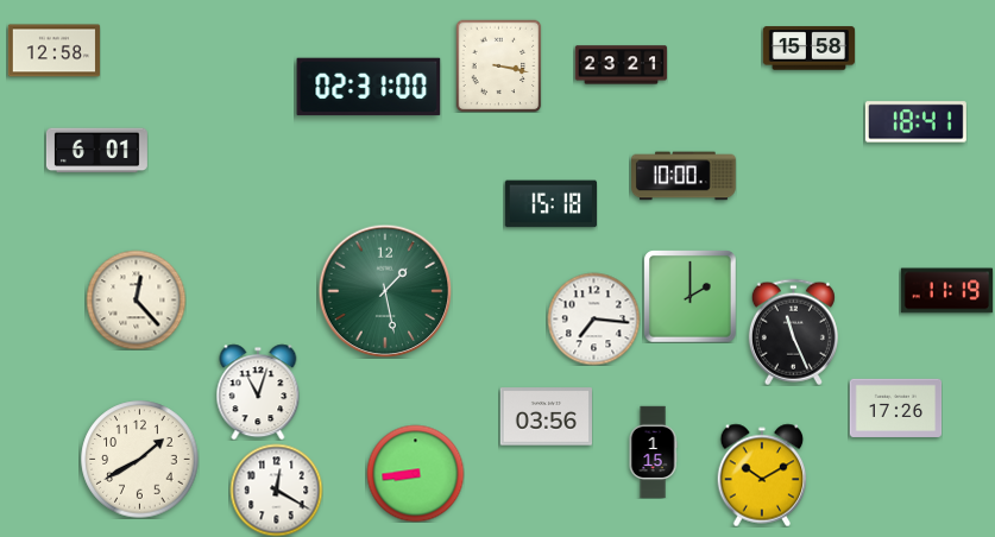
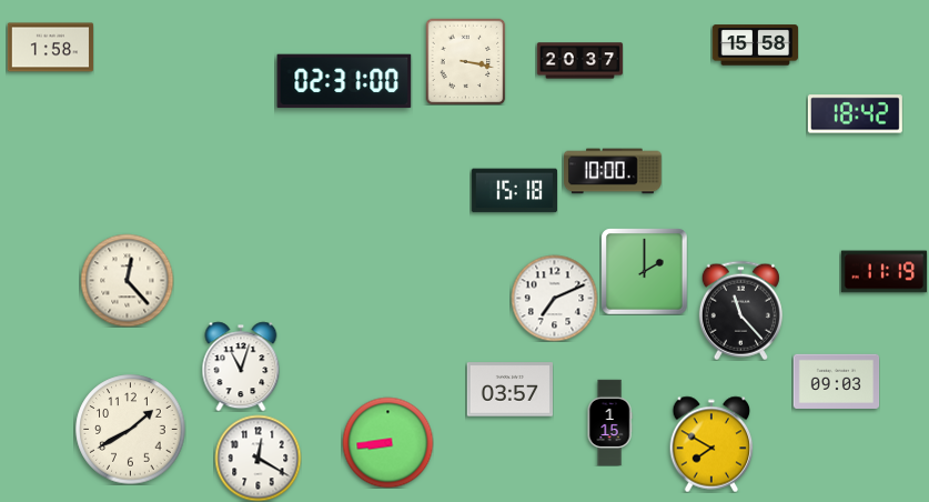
clock at (53, 51): 12:58 -> 1:58
clock at (621, 65): 23:21 -> 20:37
clock at (915, 122): 18:41 -> 18:42
clock at (96, 151): 6:01 -> none
clock at (685, 176) position: (685, 176) -> (614, 171)
clock at (385, 291): 1:28 -> none
clock at (689, 296) position: (689, 296) -> (644, 271)
clock at (593, 318): 7:16 -> 7:11
clock at (793, 331): 11:26 -> 11:23
clock at (895, 408): 17:26 -> 09:03
clock at (546, 417): 03:56 -> 03:57
clock at (762, 475): 10:10 -> 7:50
